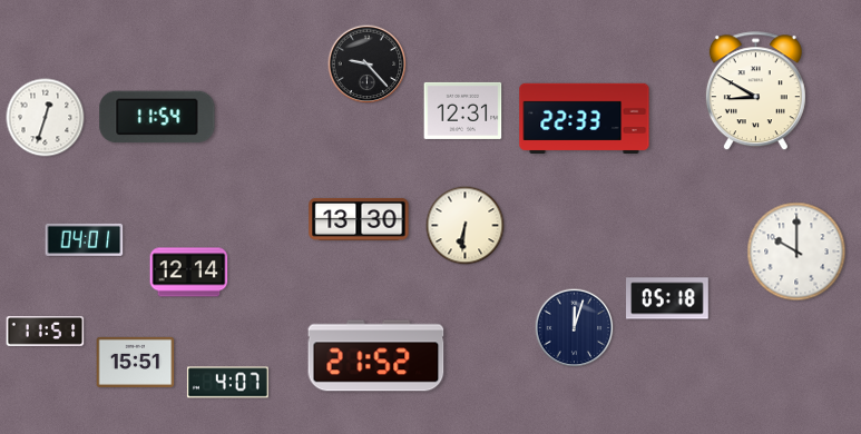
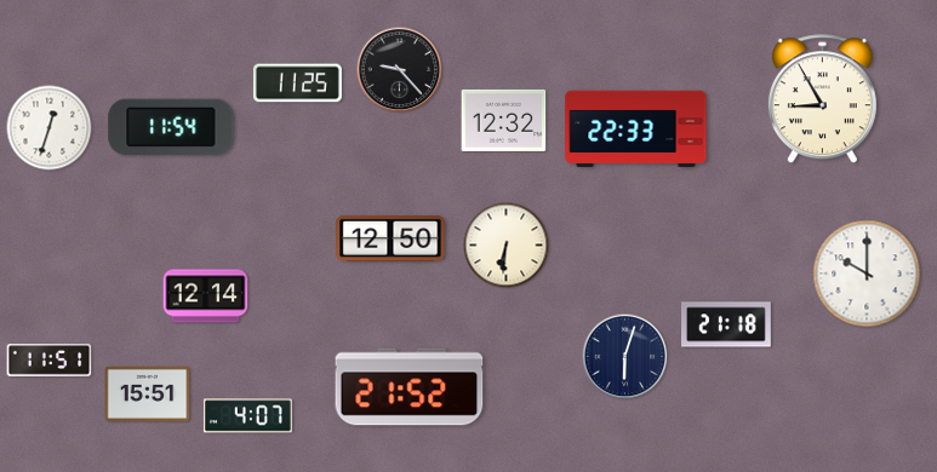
clock at (297, 84): none -> 11:25
clock at (755, 91): 8:50 -> 8:55
clock at (463, 110): 12:31 -> 12:32
clock at (359, 219): 13:30 -> 12:50
clock at (85, 239): 04:01 -> none
clock at (668, 298): 05:18 -> 21:18
clock at (575, 328): 12:03 -> 6:03
